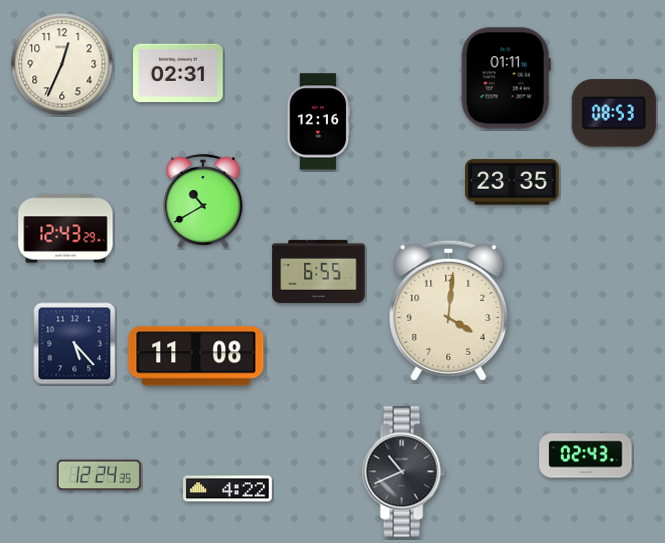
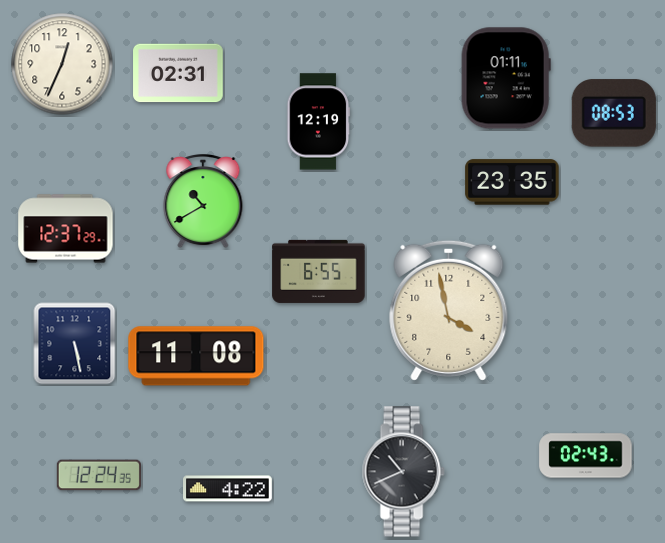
clock at (319, 122): 12:16 -> 12:19
clock at (66, 229): 12:43 -> 12:37
clock at (449, 310): 4:01 -> 3:58
clock at (75, 344): 5:23 -> 5:28
